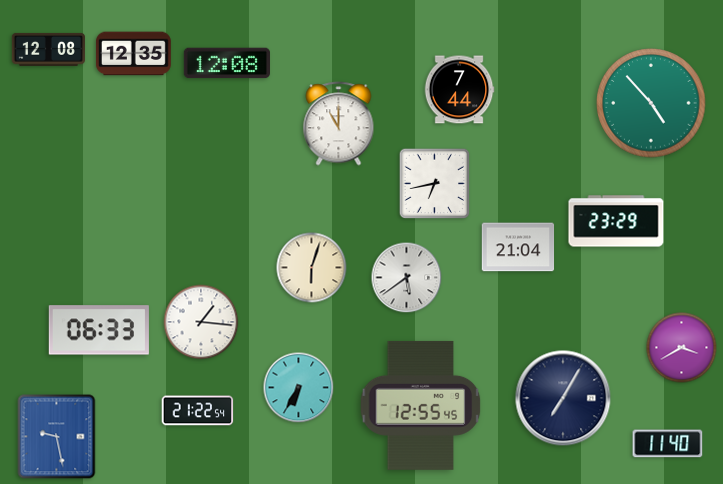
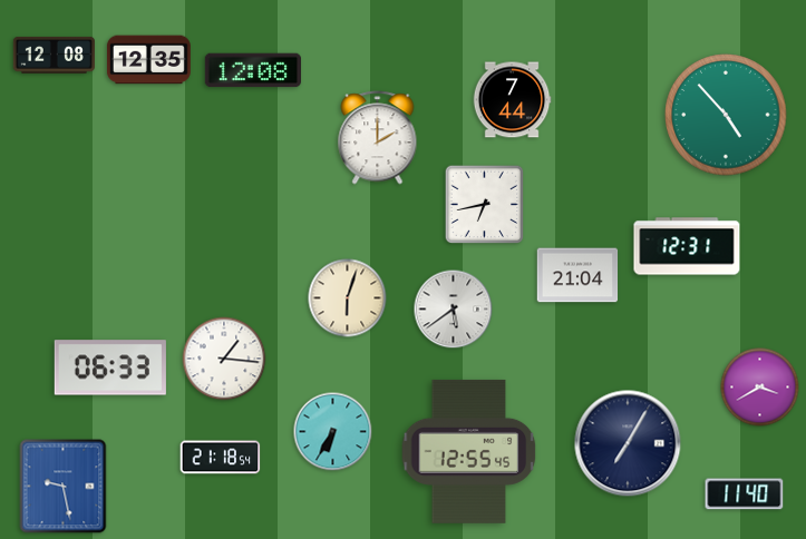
clock at (339, 124): 11:00 -> 2:00
clock at (616, 221): 23:29 -> 12:31
clock at (198, 411): 21:22 -> 21:18
